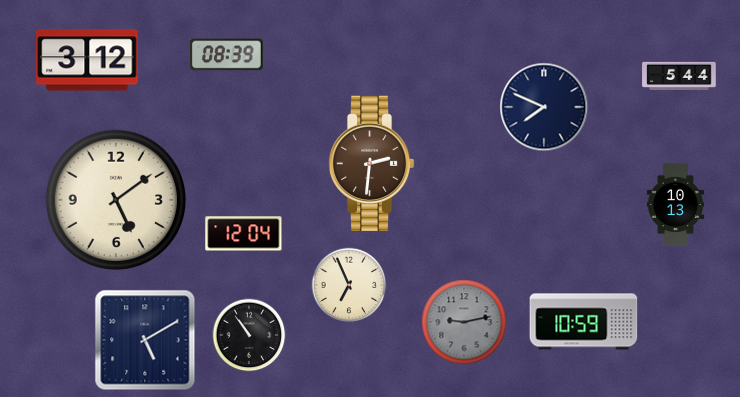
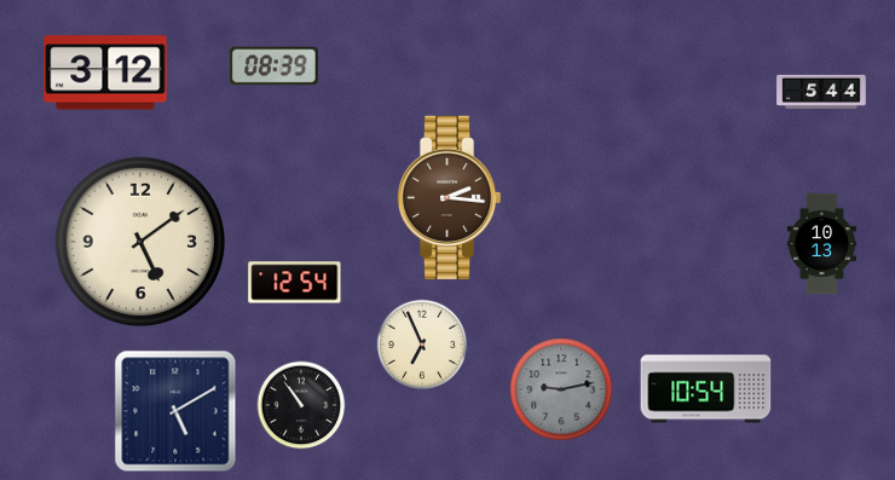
clock at (544, 107): 7:49 -> none
clock at (371, 164): 2:31 -> 2:16
clock at (675, 205) position: (675, 205) -> (821, 244)
clock at (244, 234): 12:04 -> 12:54
clock at (584, 322): 10:59 -> 10:54
